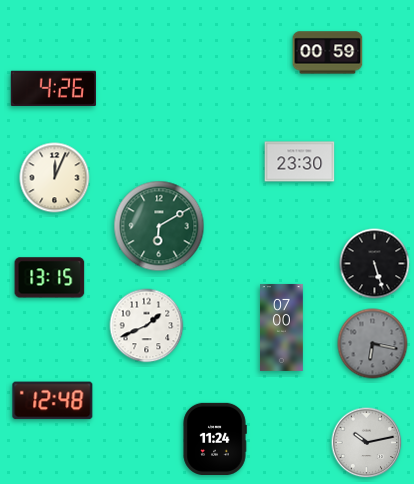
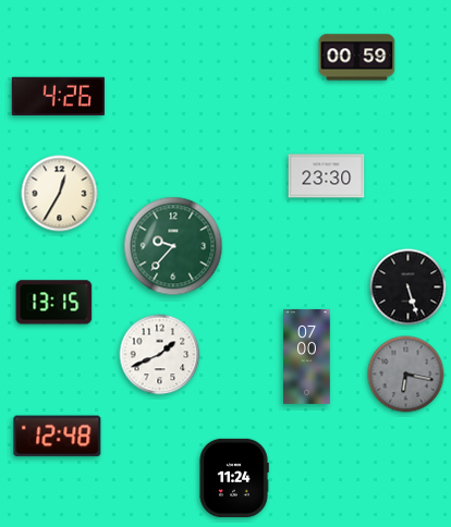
clock at (55, 178): 12:04 -> 12:35
clock at (159, 226): 6:10 -> 9:37
clock at (367, 443): 10:13 -> none
